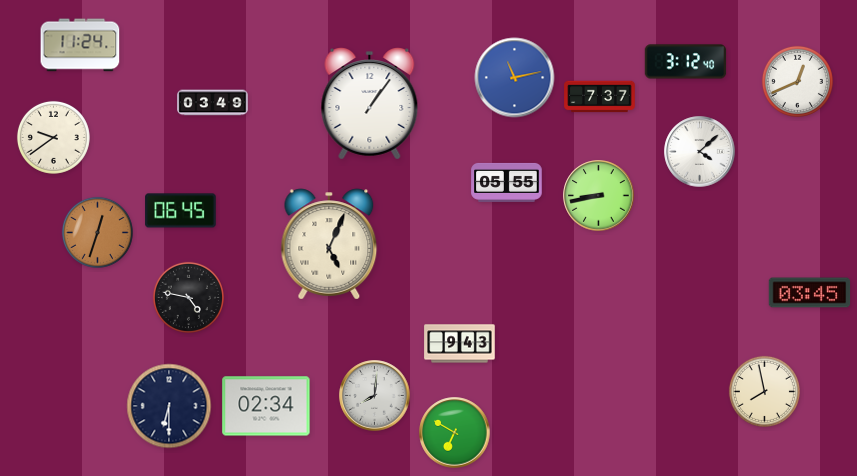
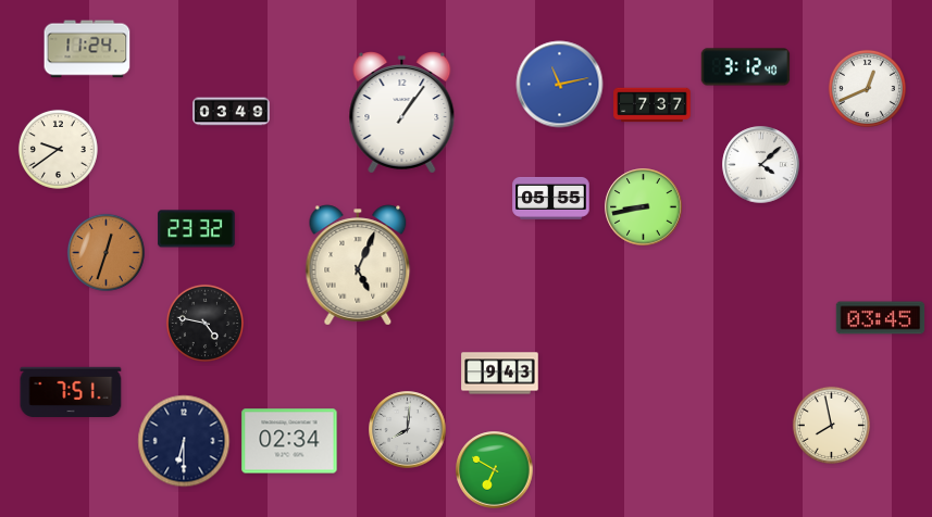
clock at (599, 196) position: (599, 196) -> (644, 207)
clock at (181, 211): 06:45 -> 23:32
clock at (71, 391): none -> 7:51
